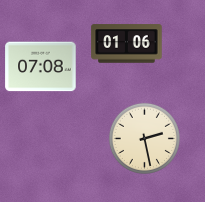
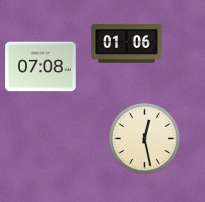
clock at (144, 138): 2:28 -> 12:28
